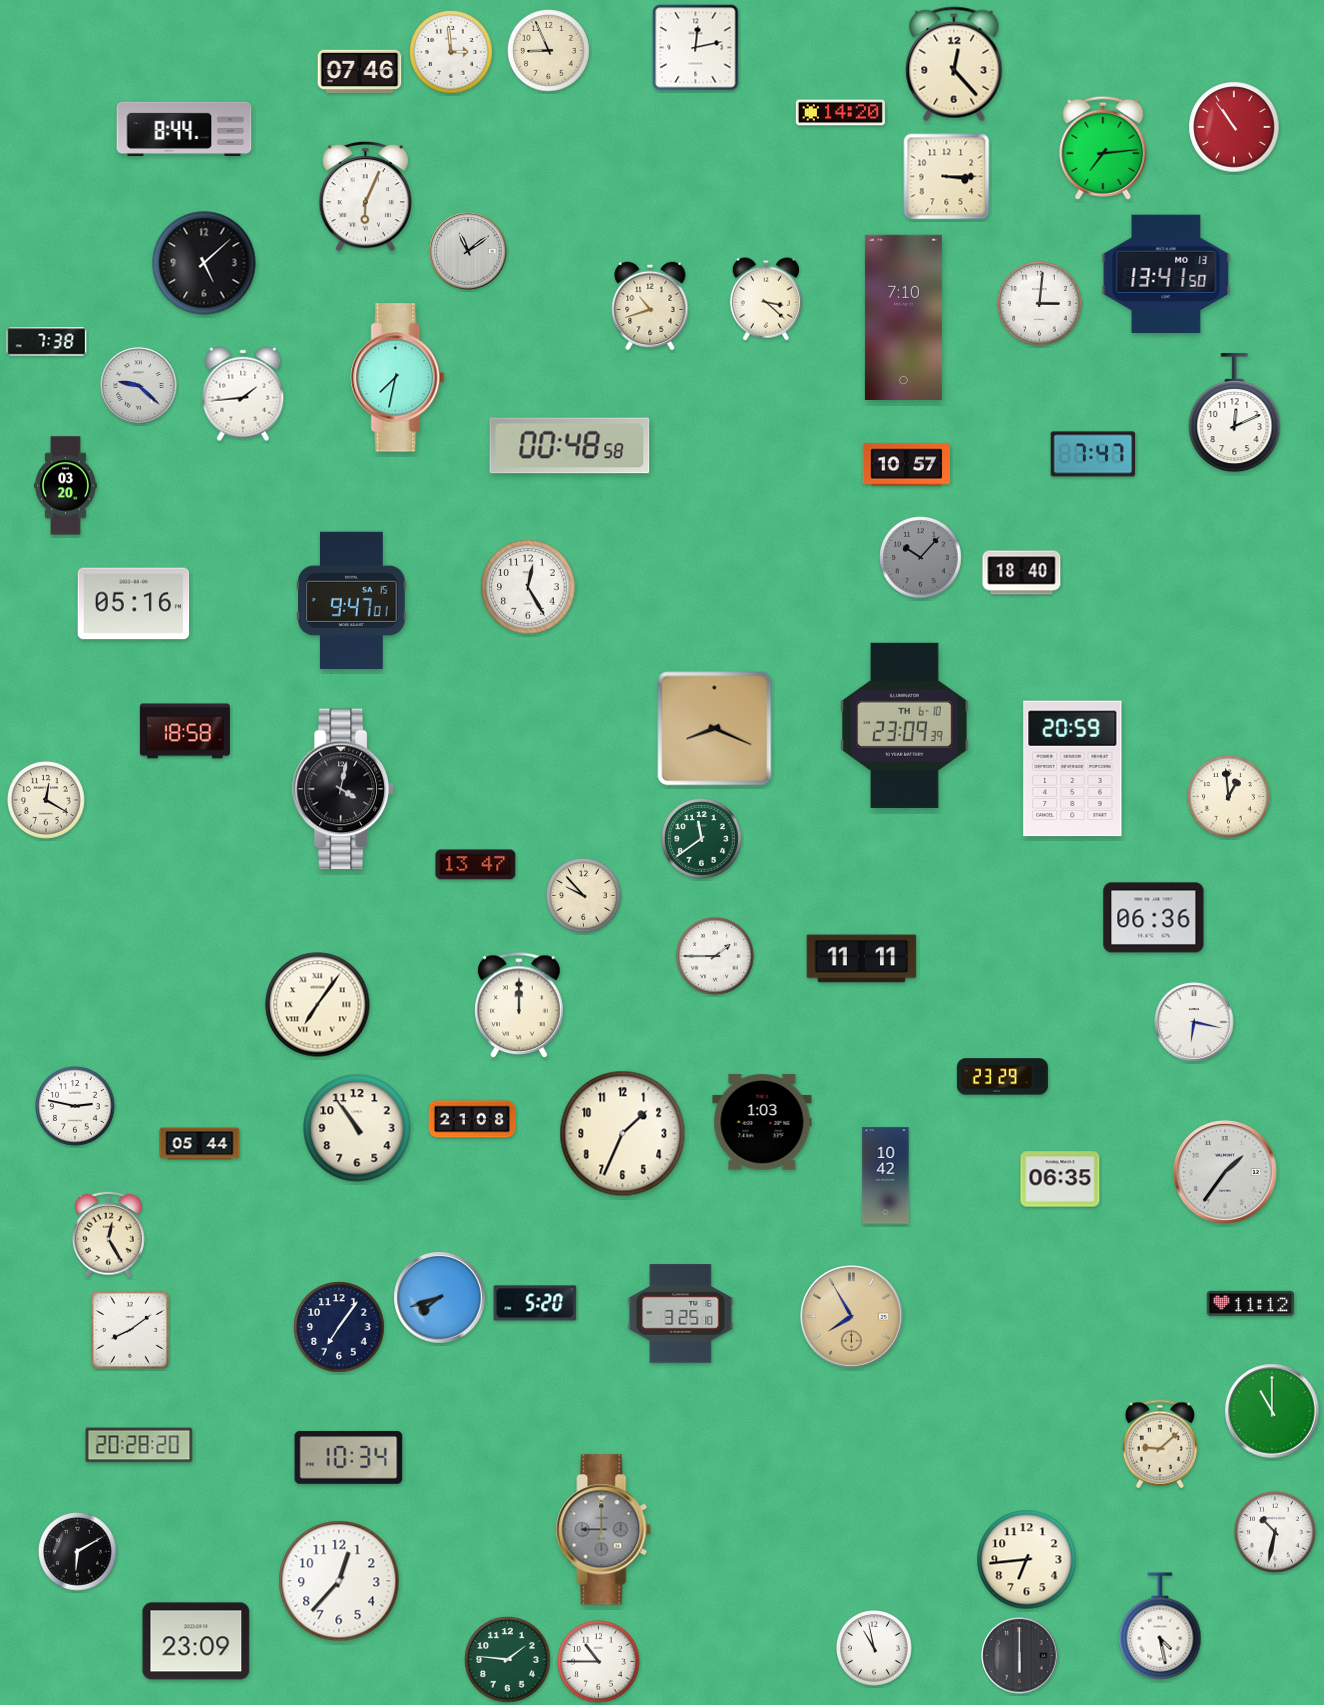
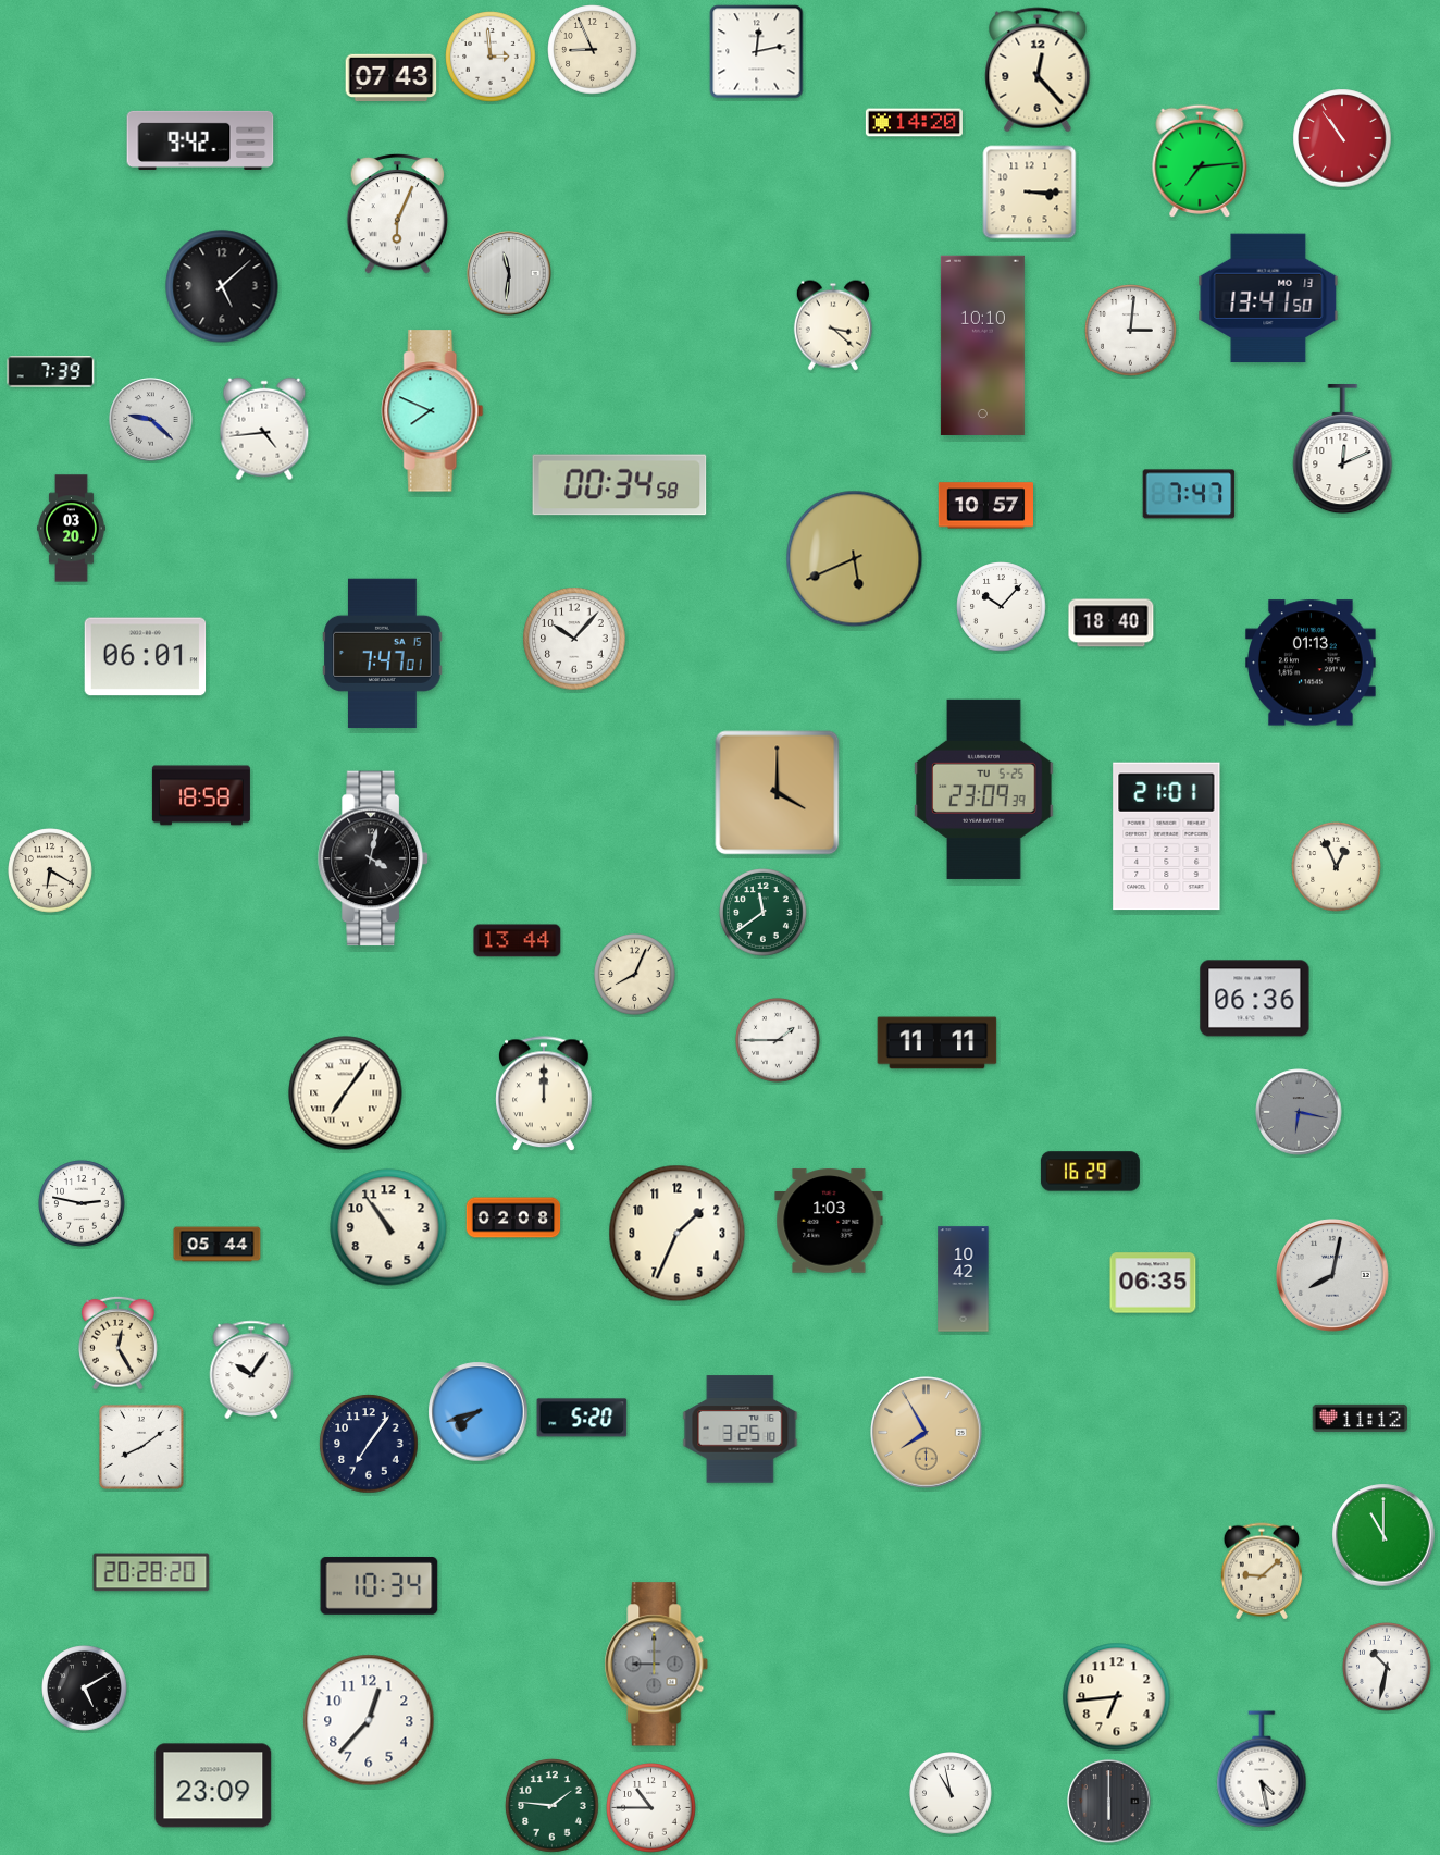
clock at (549, 51) position: (549, 51) -> (593, 50)
clock at (360, 72): 07:46 -> 07:43
clock at (184, 129): 8:44 -> 9:42
clock at (468, 251): 11:09 -> 11:31
clock at (650, 306): 10:42 -> none
clock at (903, 317): 7:10 -> 10:10
clock at (47, 342): 7:38 -> 7:39
clock at (398, 378): 7:32 -> 7:49
clock at (243, 394): 1:44 -> 4:44
clock at (570, 446): 00:48 -> 00:34
clock at (855, 559): none -> 5:41
clock at (921, 558) dial: grey -> white
clock at (528, 587): 12:25 -> 10:07
clock at (352, 601): 9:47 -> 7:47
clock at (134, 604): 05:16 -> 06:01
clock at (1312, 663): none -> 01:13
clock at (905, 725) date: TH 6-10 -> TU 5-25
clock at (715, 729): 8:19 -> 4:00
clock at (1073, 769): 20:59 -> 21:01
clock at (1229, 797): 12:59 -> 12:56
clock at (47, 801): 12:20 -> 6:20
clock at (476, 865): 13:47 -> 13:44
clock at (584, 896): 9:53 -> 8:04
clock at (519, 1006) position: (519, 1006) -> (544, 1095)
clock at (1194, 1022) dial: white -> grey
clock at (1002, 1077): 23:29 -> 16:29
clock at (472, 1119): 21:08 -> 02:08
clock at (1225, 1172): 1:36 -> 8:02
clock at (251, 1369): none -> 10:06
clock at (78, 1552): 6:10 -> 5:10
